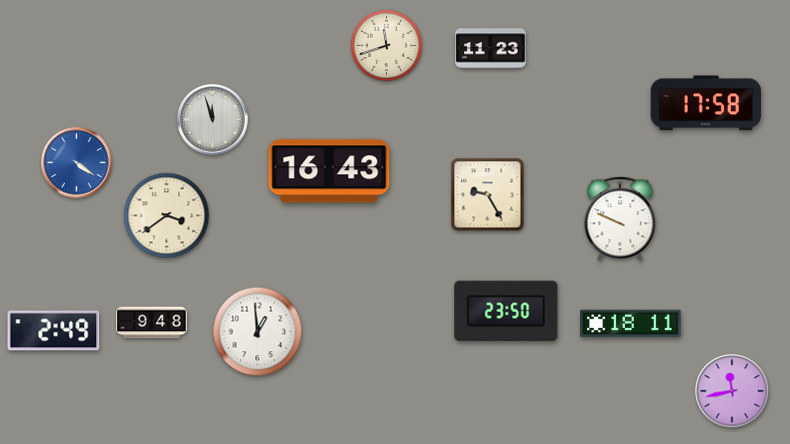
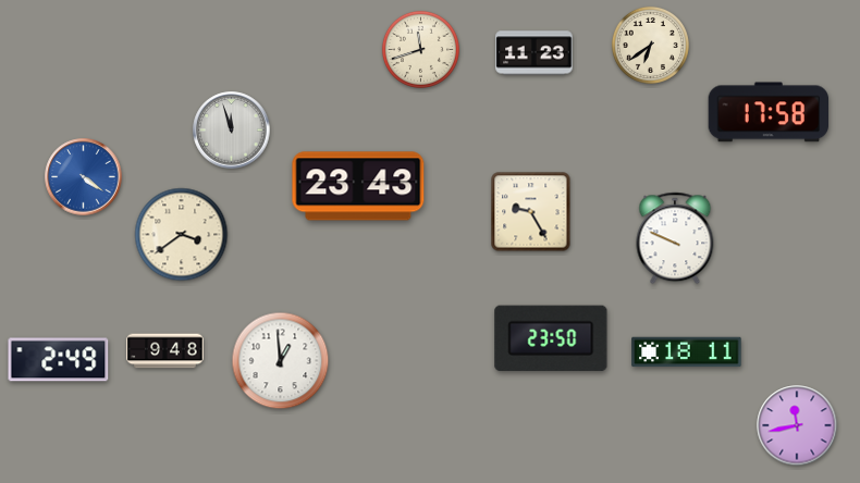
clock at (650, 45): none -> 6:39
clock at (329, 171): 16:43 -> 23:43
